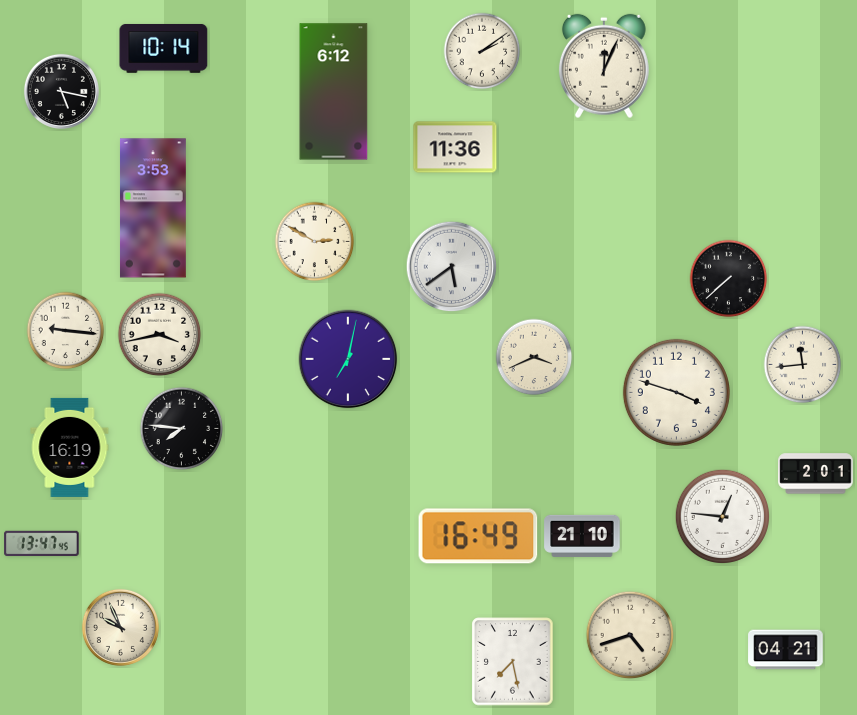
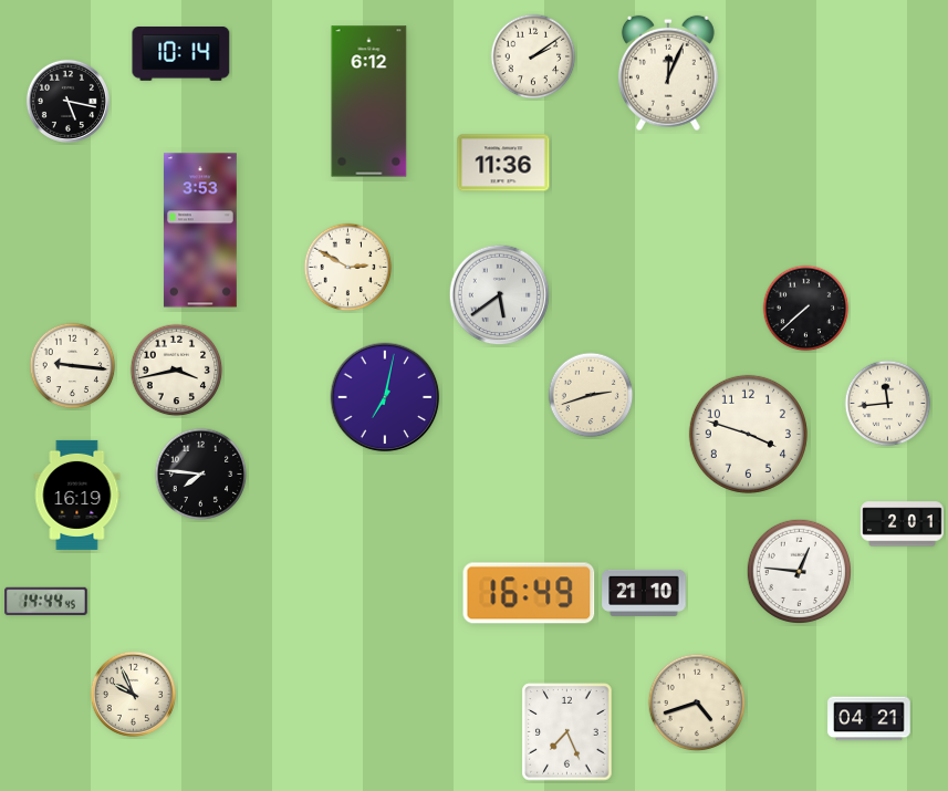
clock at (153, 208) position: (153, 208) -> (200, 230)
clock at (534, 357): 3:41 -> 2:42
clock at (42, 544): 13:47 -> 14:44
clock at (513, 662): 7:28 -> 7:26
